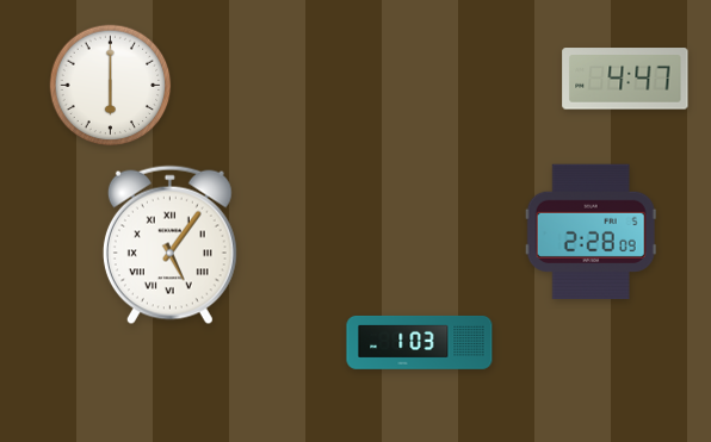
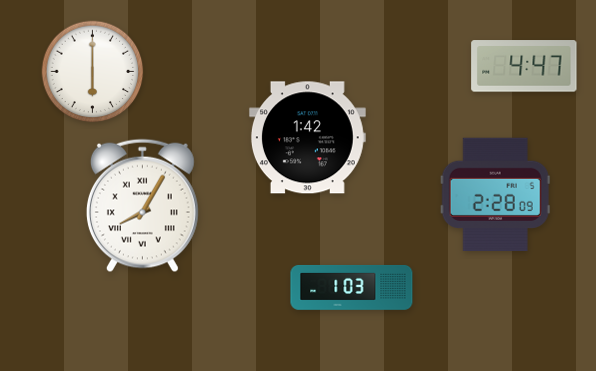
clock at (307, 138): none -> 1:42
clock at (169, 245): 5:06 -> 8:05
